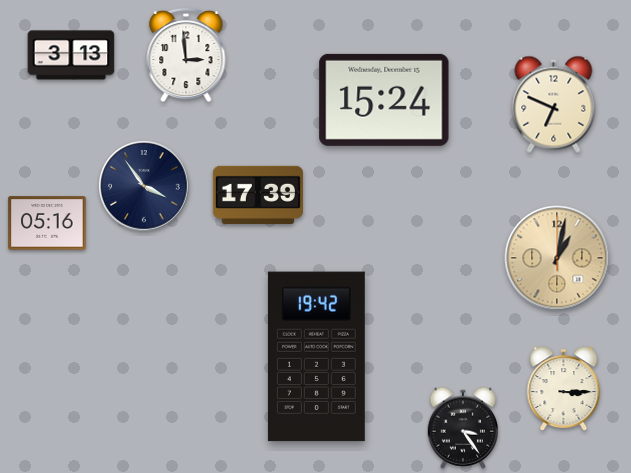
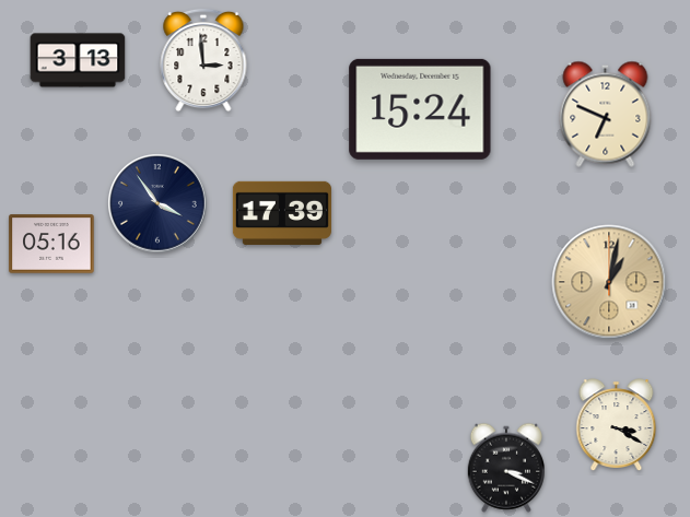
clock at (316, 357): 19:42 -> none
clock at (564, 389): 3:15 -> 3:20
clock at (462, 428): 3:24 -> 3:19
